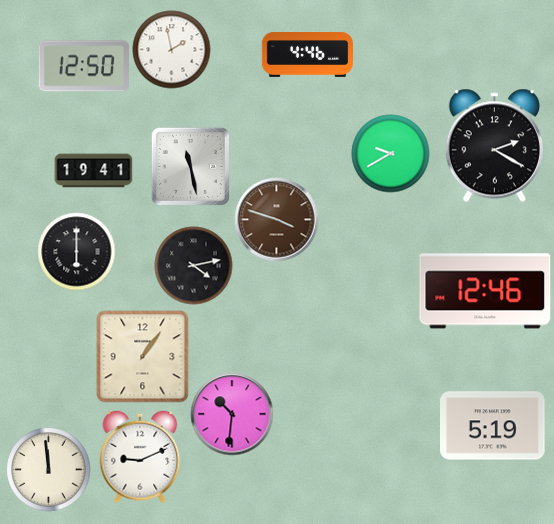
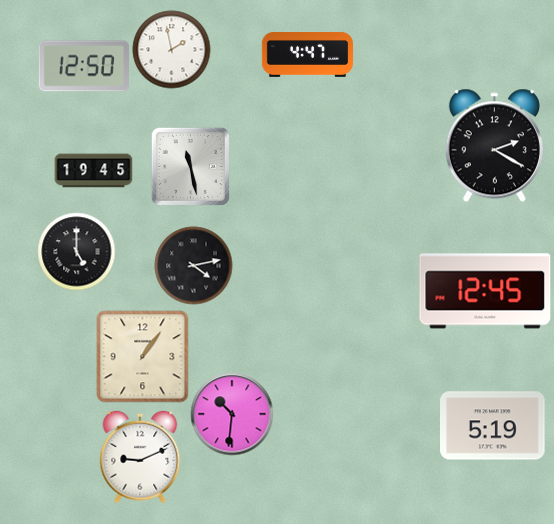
clock at (307, 55): 4:46 -> 4:47
clock at (390, 153): 9:40 -> none
clock at (93, 171): 19:41 -> 19:45
clock at (276, 219): 3:48 -> none
clock at (76, 251): 6:00 -> 5:00
clock at (485, 291): 12:46 -> 12:45
clock at (48, 469): 11:59 -> none
